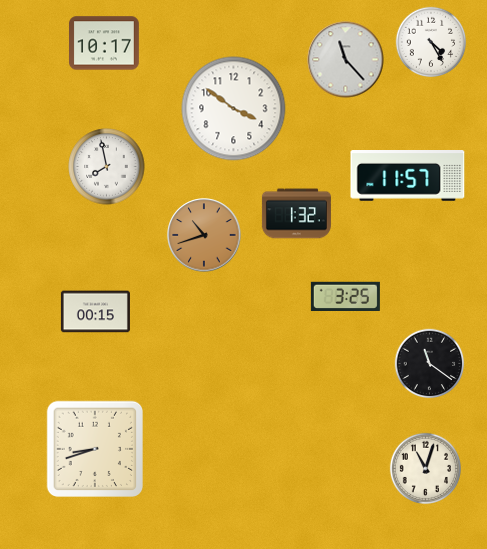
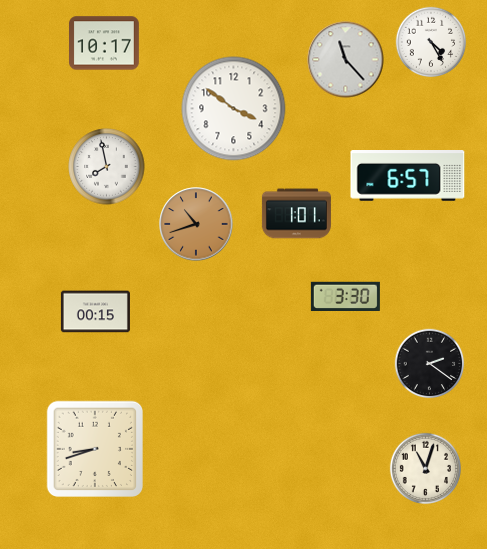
clock at (408, 176): 11:57 -> 6:57
clock at (296, 214): 1:32 -> 1:01
clock at (204, 235) position: (204, 235) -> (196, 224)
clock at (345, 296): 3:25 -> 3:30
clock at (430, 364): 11:21 -> 2:21
